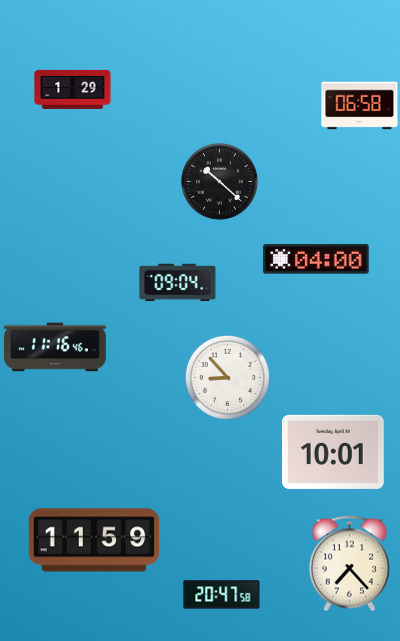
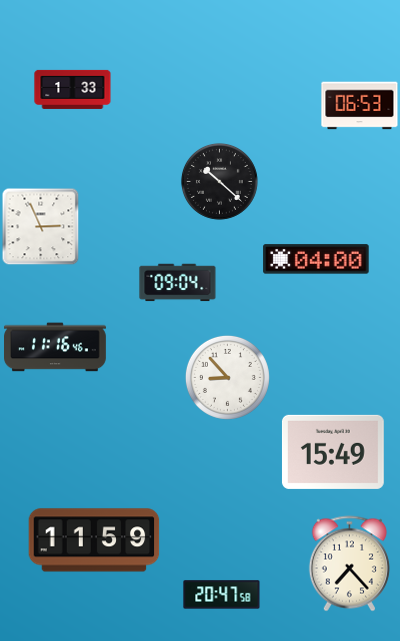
clock at (73, 89): 1:29 -> 1:33
clock at (360, 106): 06:58 -> 06:53
clock at (40, 226): none -> 2:56
clock at (333, 452): 10:01 -> 15:49
